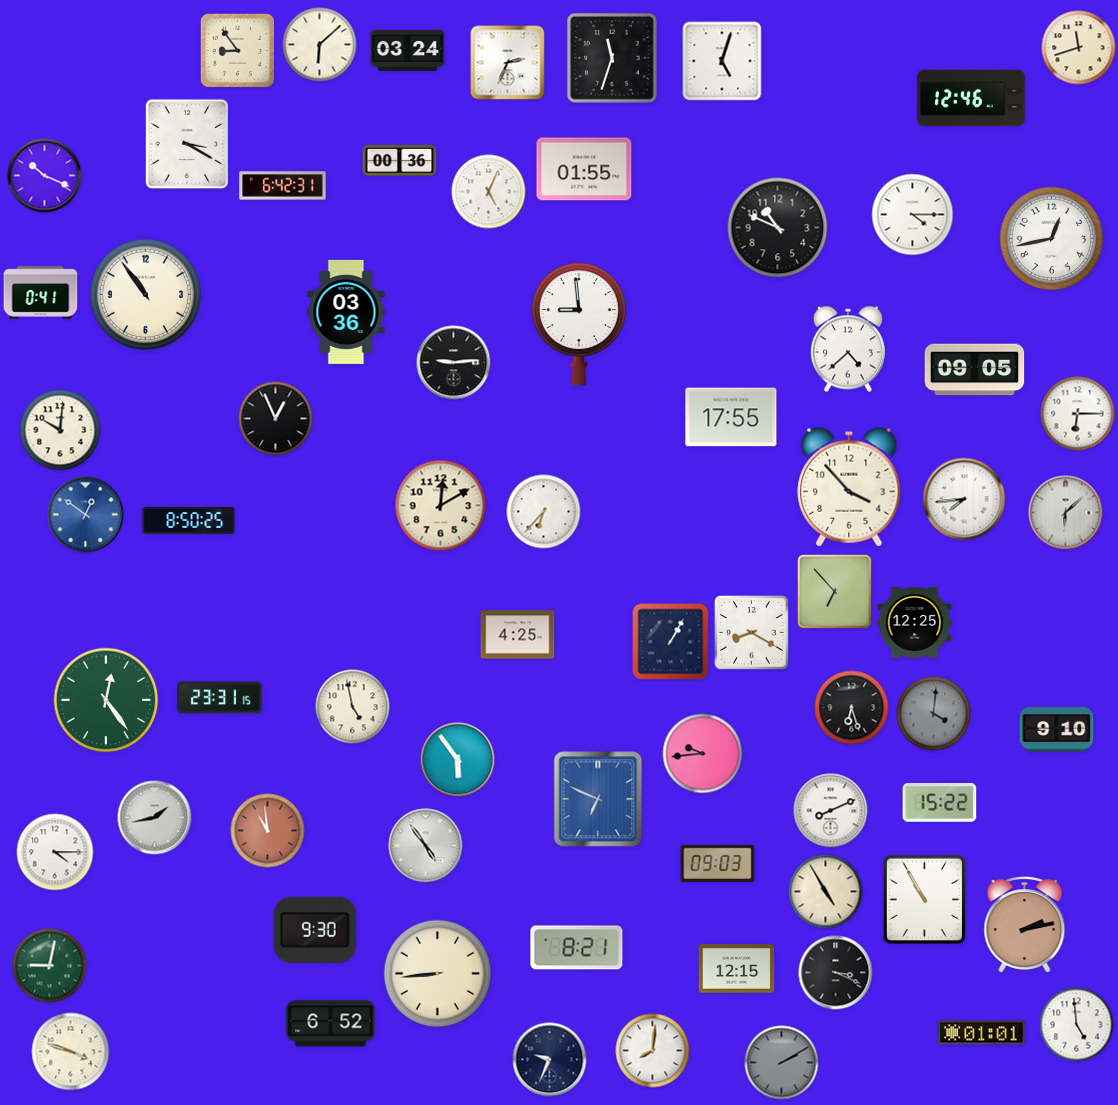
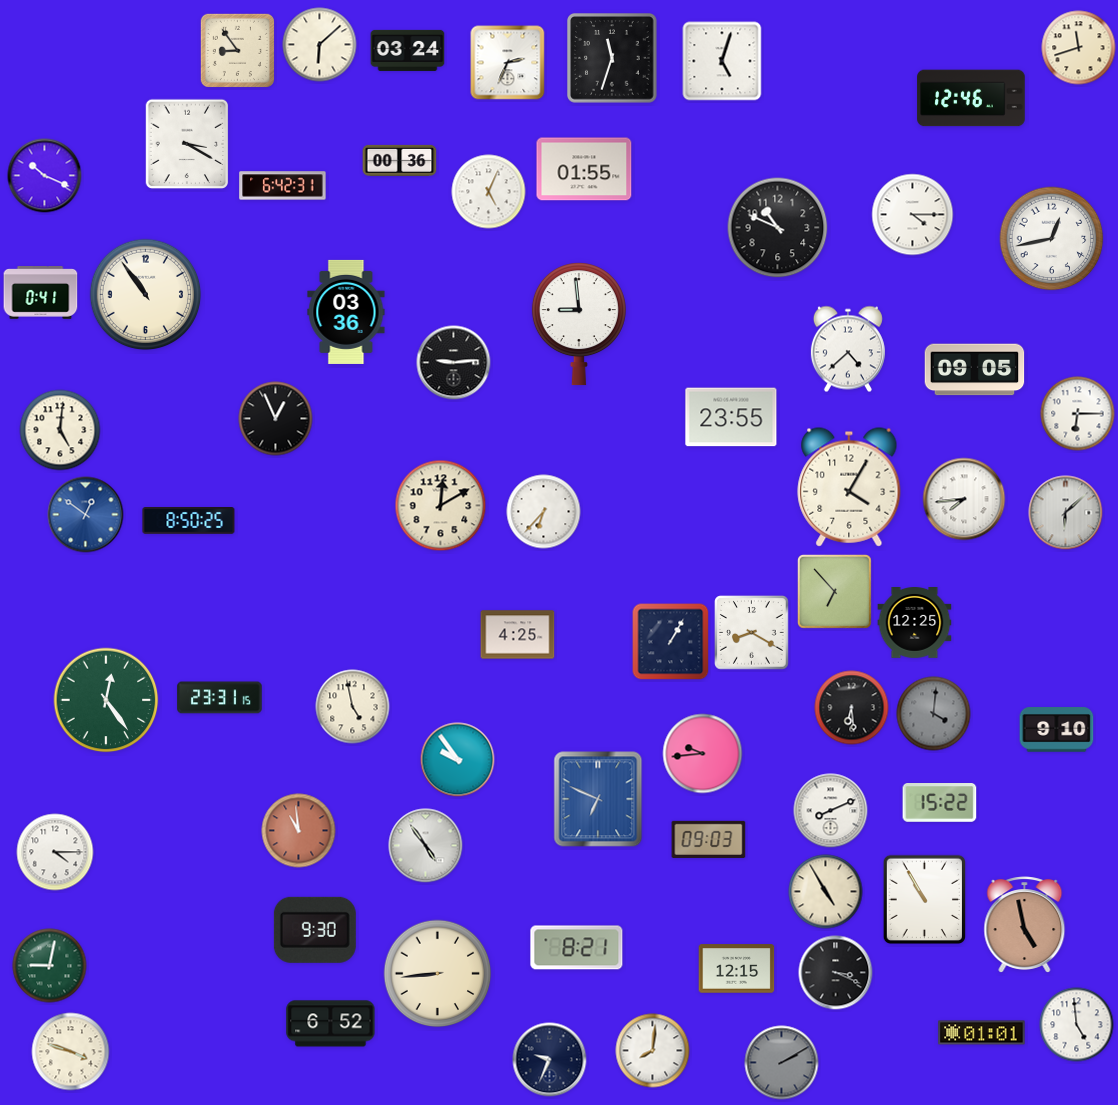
clock at (731, 417): 17:55 -> 23:55
clock at (60, 430): 10:01 -> 5:01
clock at (849, 487): 3:53 -> 4:05
clock at (852, 708): 6:27 -> 6:29
clock at (458, 760): 5:54 -> 9:54
clock at (155, 818): 1:43 -> none
clock at (268, 831) position: (268, 831) -> (299, 831)
clock at (718, 863) position: (718, 863) -> (709, 839)
clock at (1025, 925): 2:13 -> 4:58
